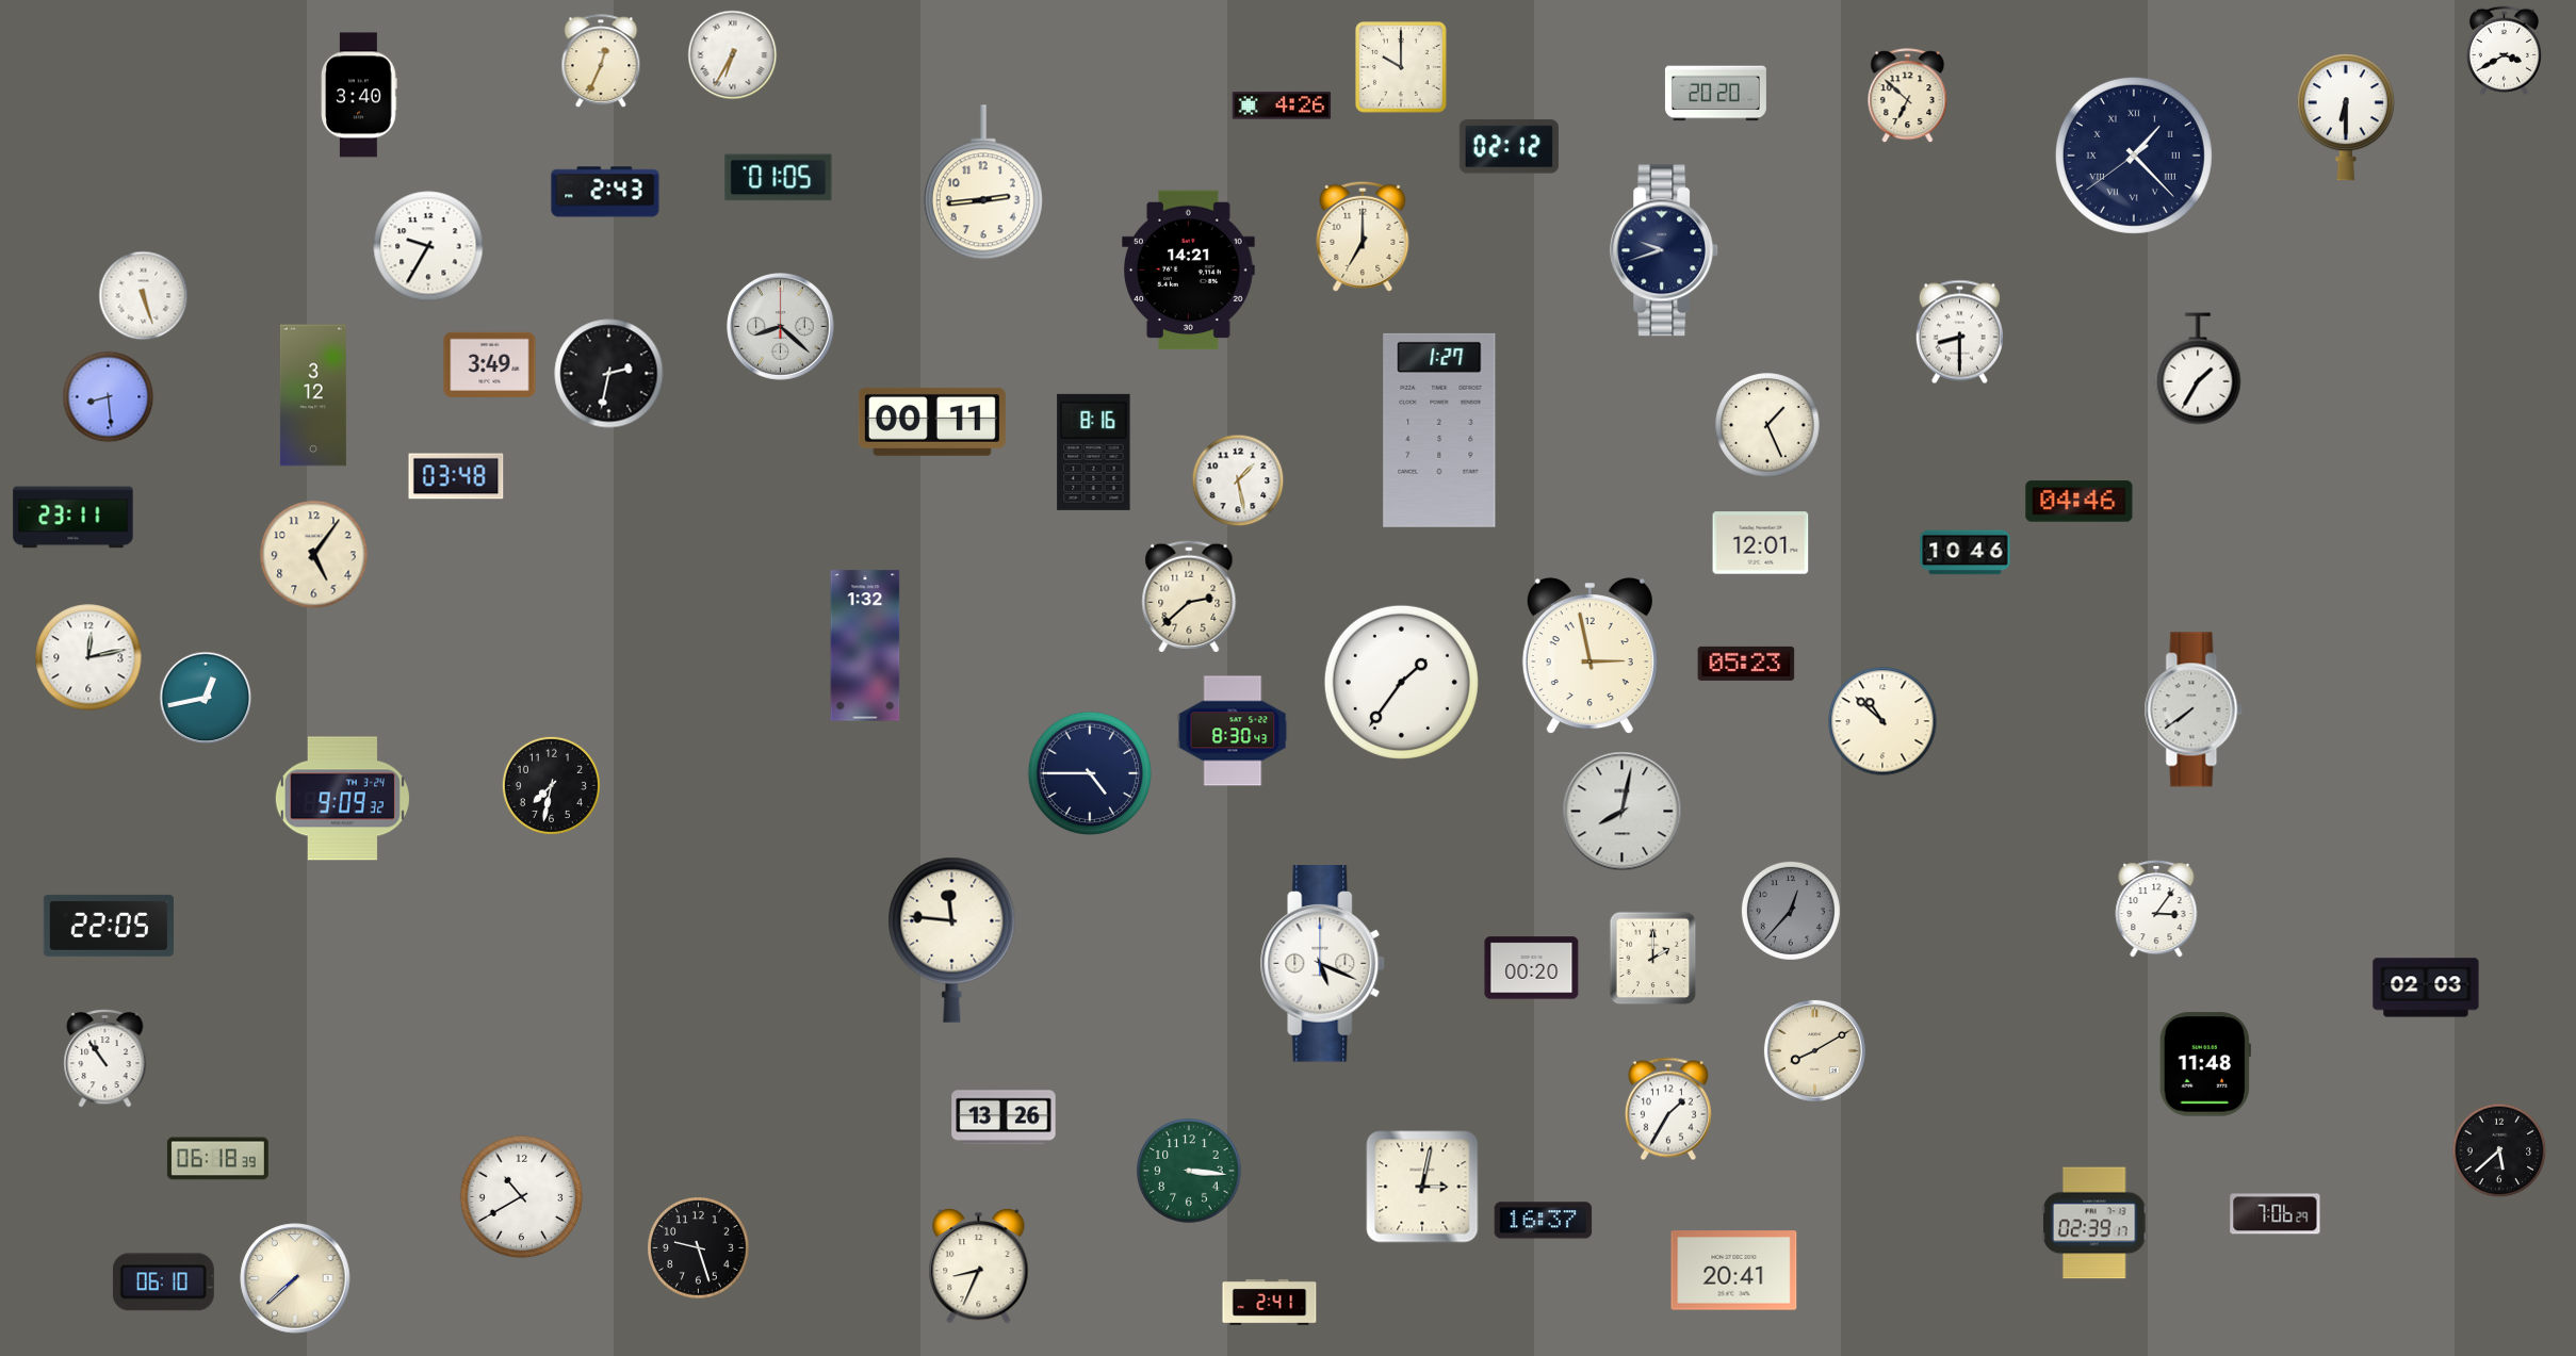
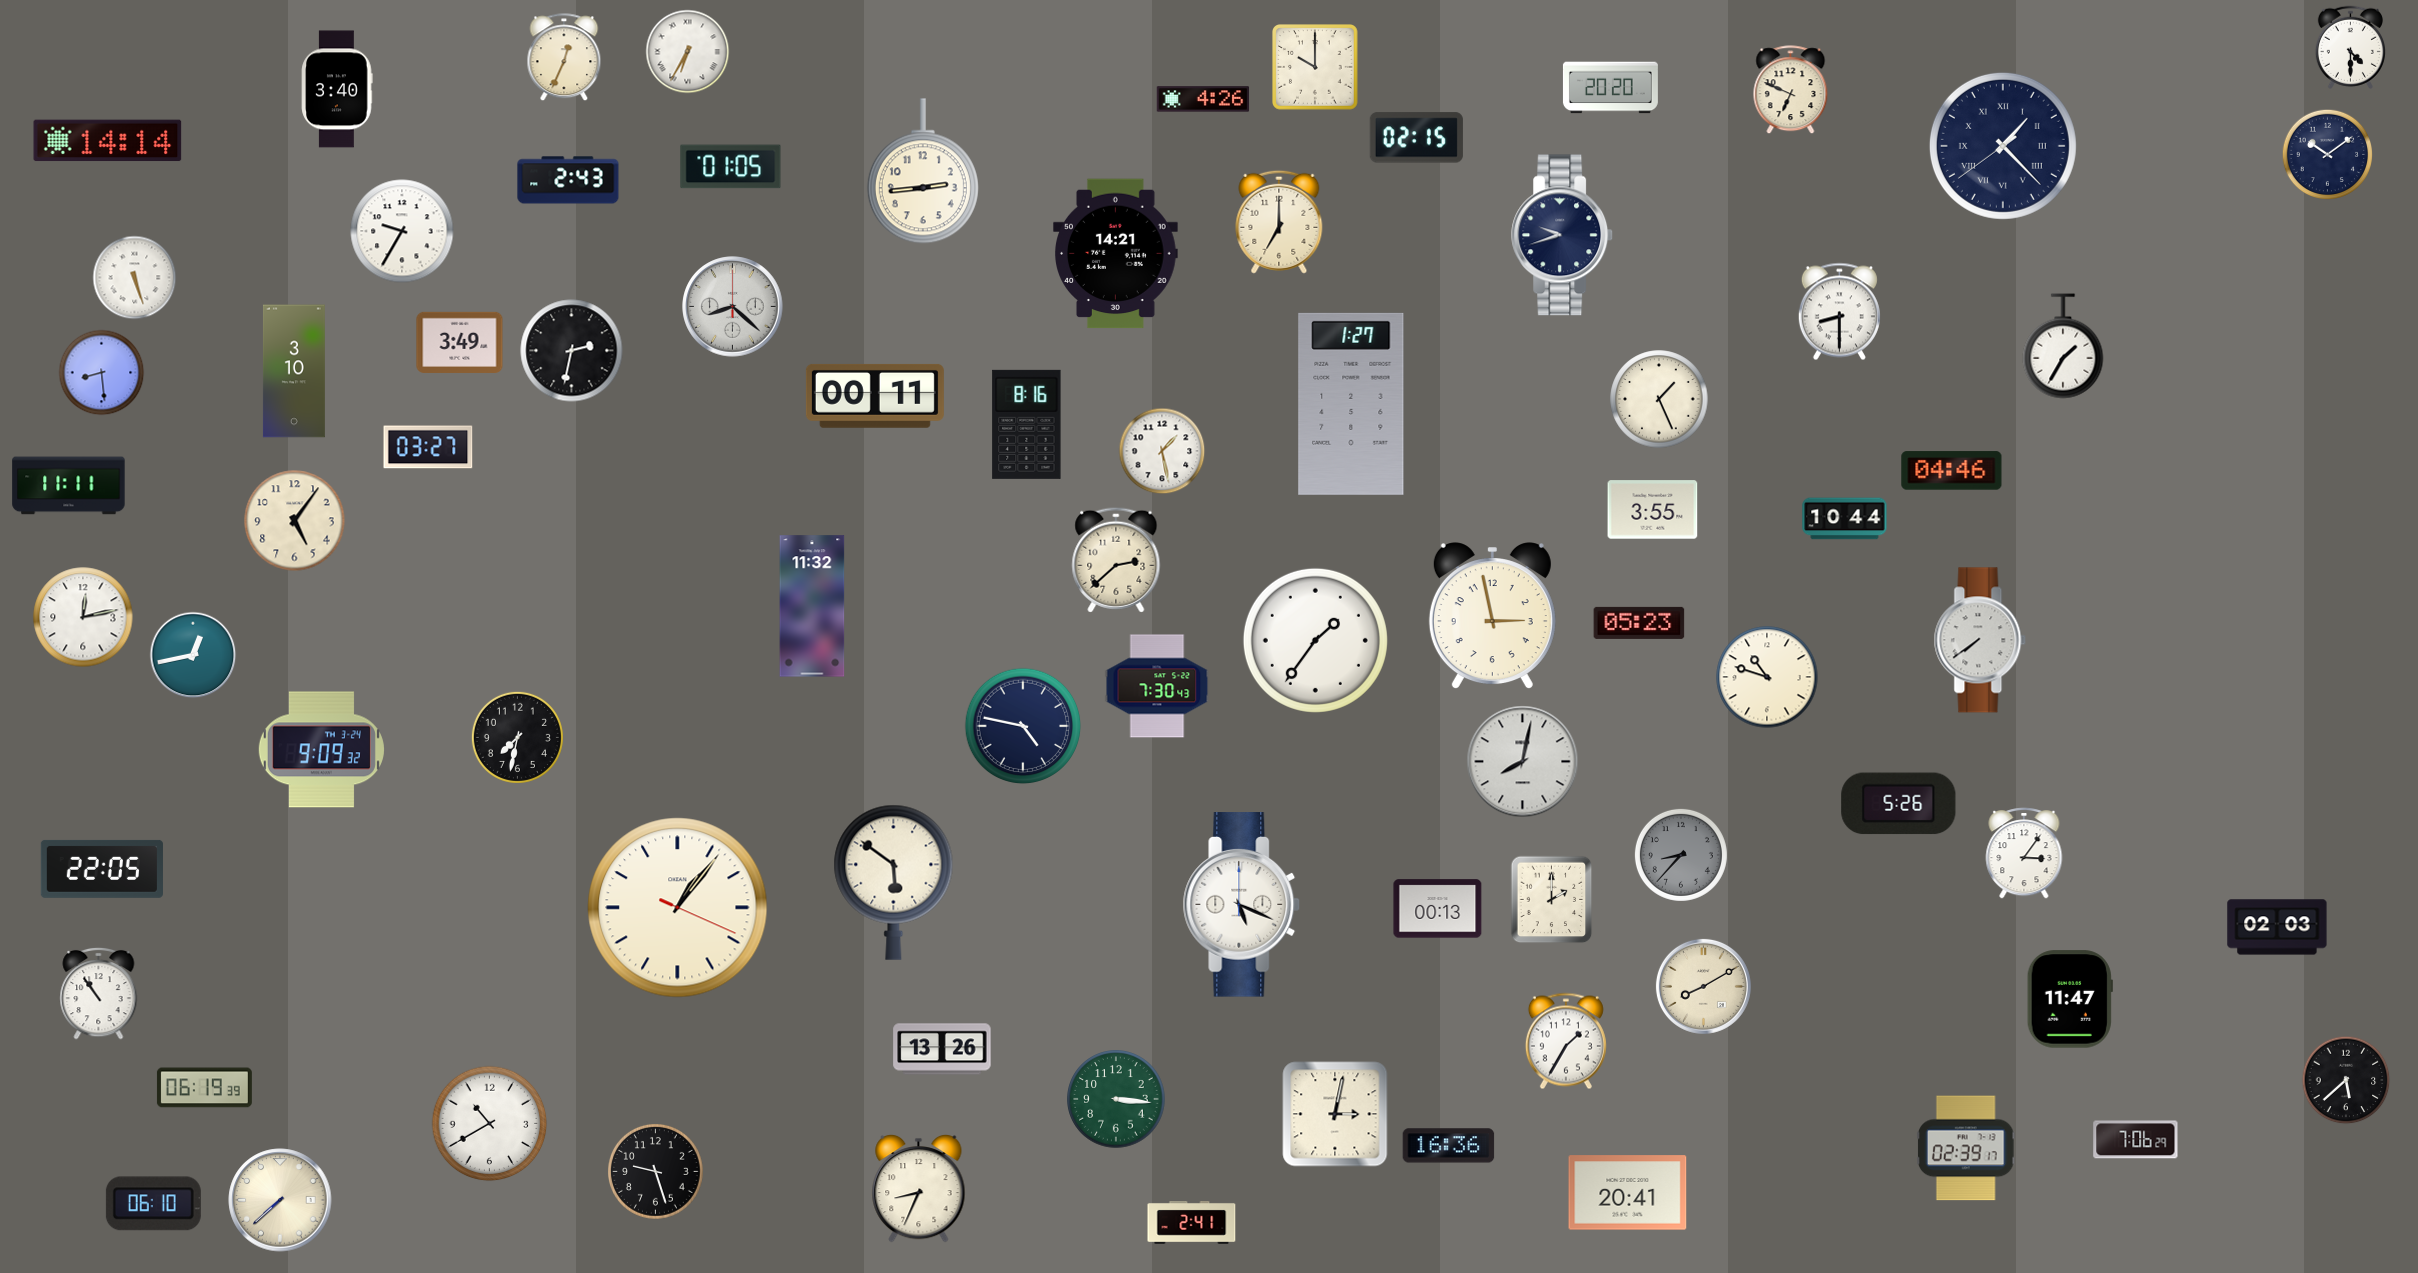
clock at (2504, 50): 3:40 -> 4:30
clock at (1401, 67) position: (1401, 67) -> (1315, 67)
clock at (1908, 96): 6:52 -> 6:49
clock at (2346, 117): 6:30 -> none
clock at (1509, 147): 02:12 -> 02:15
clock at (108, 141): none -> 14:14
clock at (2328, 155): none -> 10:09
clock at (313, 395): 3:12 -> 3:10
clock at (456, 476): 03:48 -> 03:27
clock at (74, 518): 23:11 -> 11:11
clock at (1761, 543): 12:01 -> 3:55
clock at (1966, 553): 10:46 -> 10:44
clock at (865, 646): 1:32 -> 11:32
clock at (2194, 709) position: (2194, 709) -> (1980, 640)
clock at (1882, 721): 10:52 -> 10:48
clock at (1233, 731): 8:30 -> 7:30
clock at (1090, 773): 4:45 -> 4:47
clock at (1899, 804): none -> 5:26
clock at (1791, 911): 12:37 -> 8:37
clock at (952, 940): 11:46 -> 5:51
clock at (678, 908): none -> 1:06
clock at (1532, 968): 00:20 -> 00:13
clock at (2205, 1064): 11:48 -> 11:47
clock at (217, 1159): 06:18 -> 06:19
clock at (1544, 1221): 16:37 -> 16:36
clock at (295, 1278) position: (295, 1278) -> (280, 1200)
